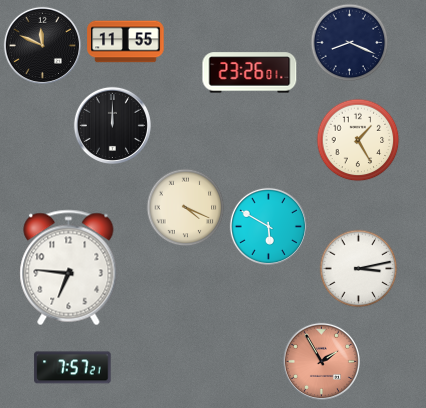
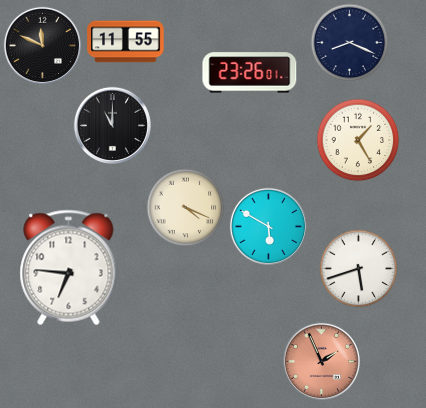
clock at (112, 125): 12:00 -> 11:00
clock at (358, 268): 3:13 -> 5:42
clock at (321, 361): 1:55 -> 1:56
clock at (73, 368): 7:57 -> none
